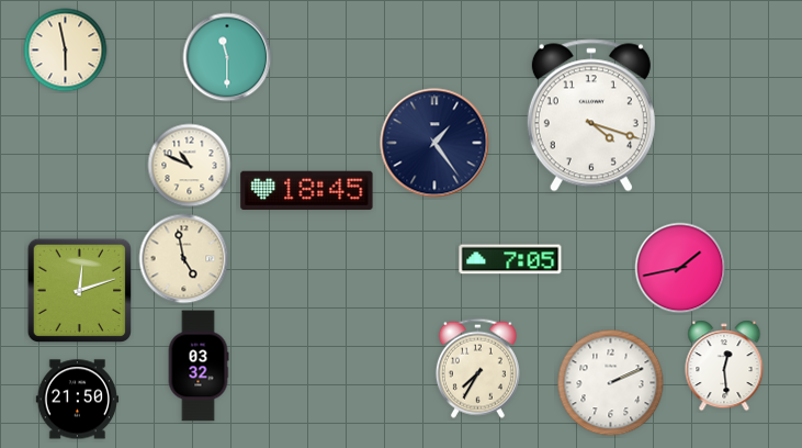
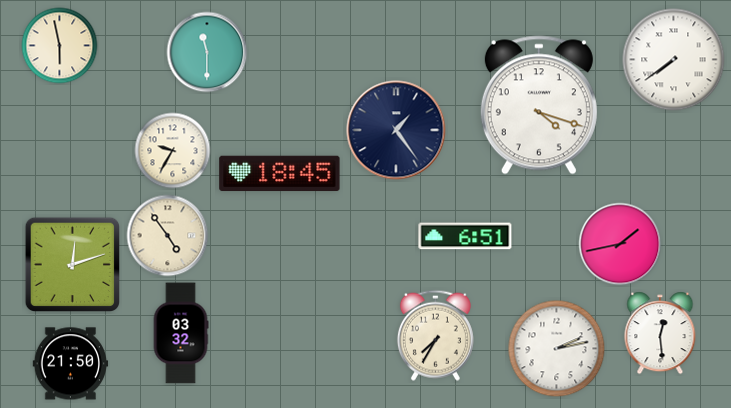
clock at (674, 60): none -> 7:39
clock at (190, 166): 10:49 -> 9:35
clock at (184, 259): 4:58 -> 4:54
clock at (510, 259): 7:05 -> 6:51
clock at (611, 383): 2:11 -> 2:13
